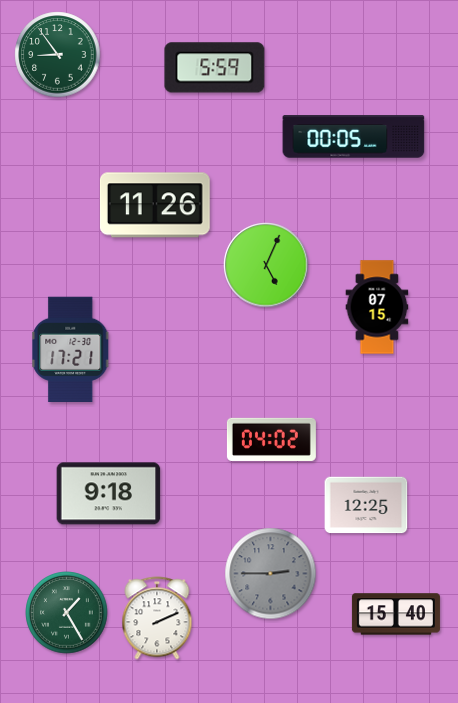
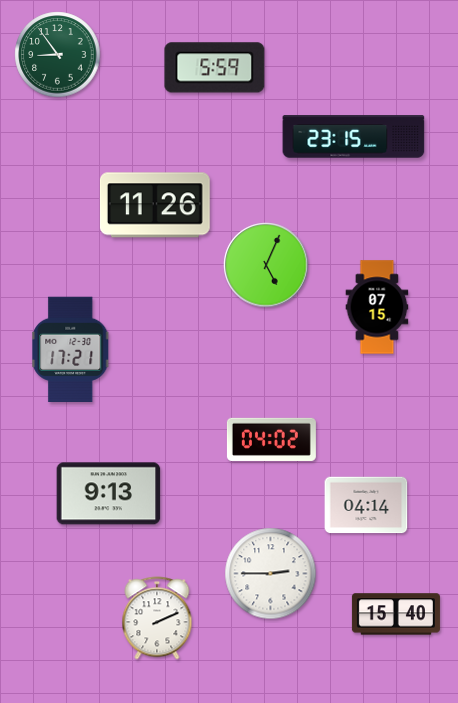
clock at (354, 137): 00:05 -> 23:15
clock at (109, 494): 9:18 -> 9:13
clock at (366, 505): 12:25 -> 04:14
clock at (271, 574) dial: grey -> white
clock at (67, 613): 1:25 -> none
